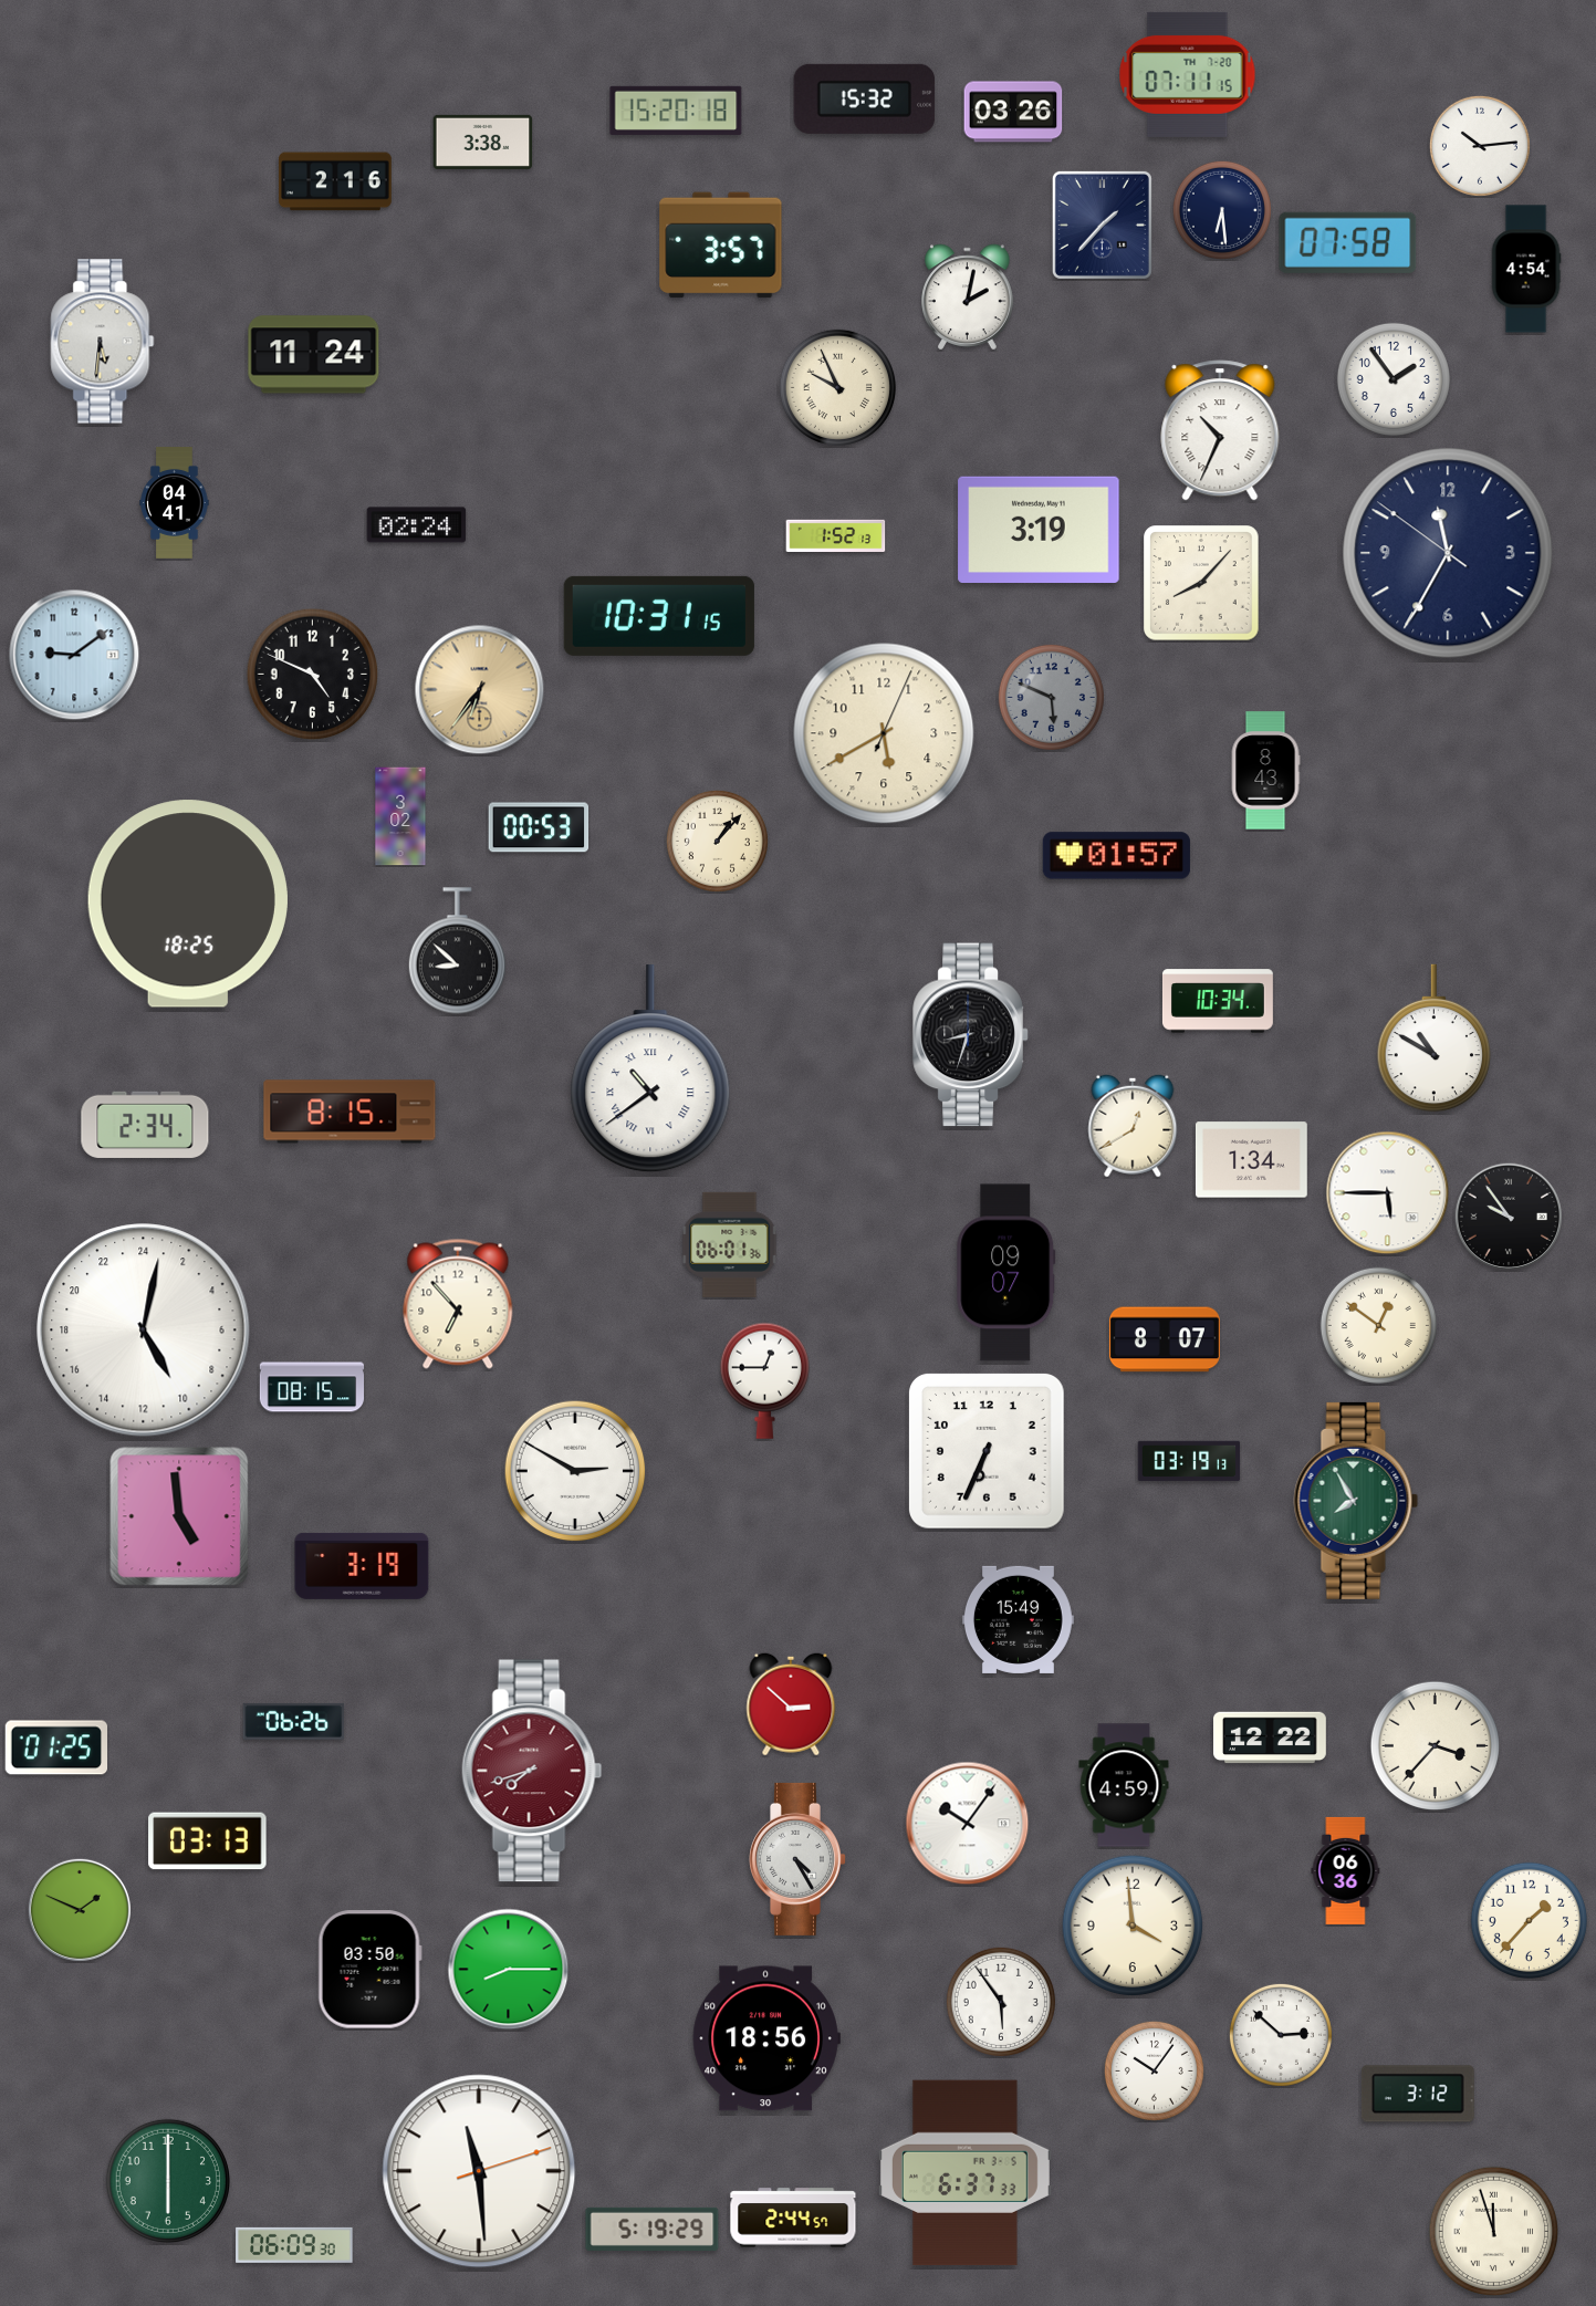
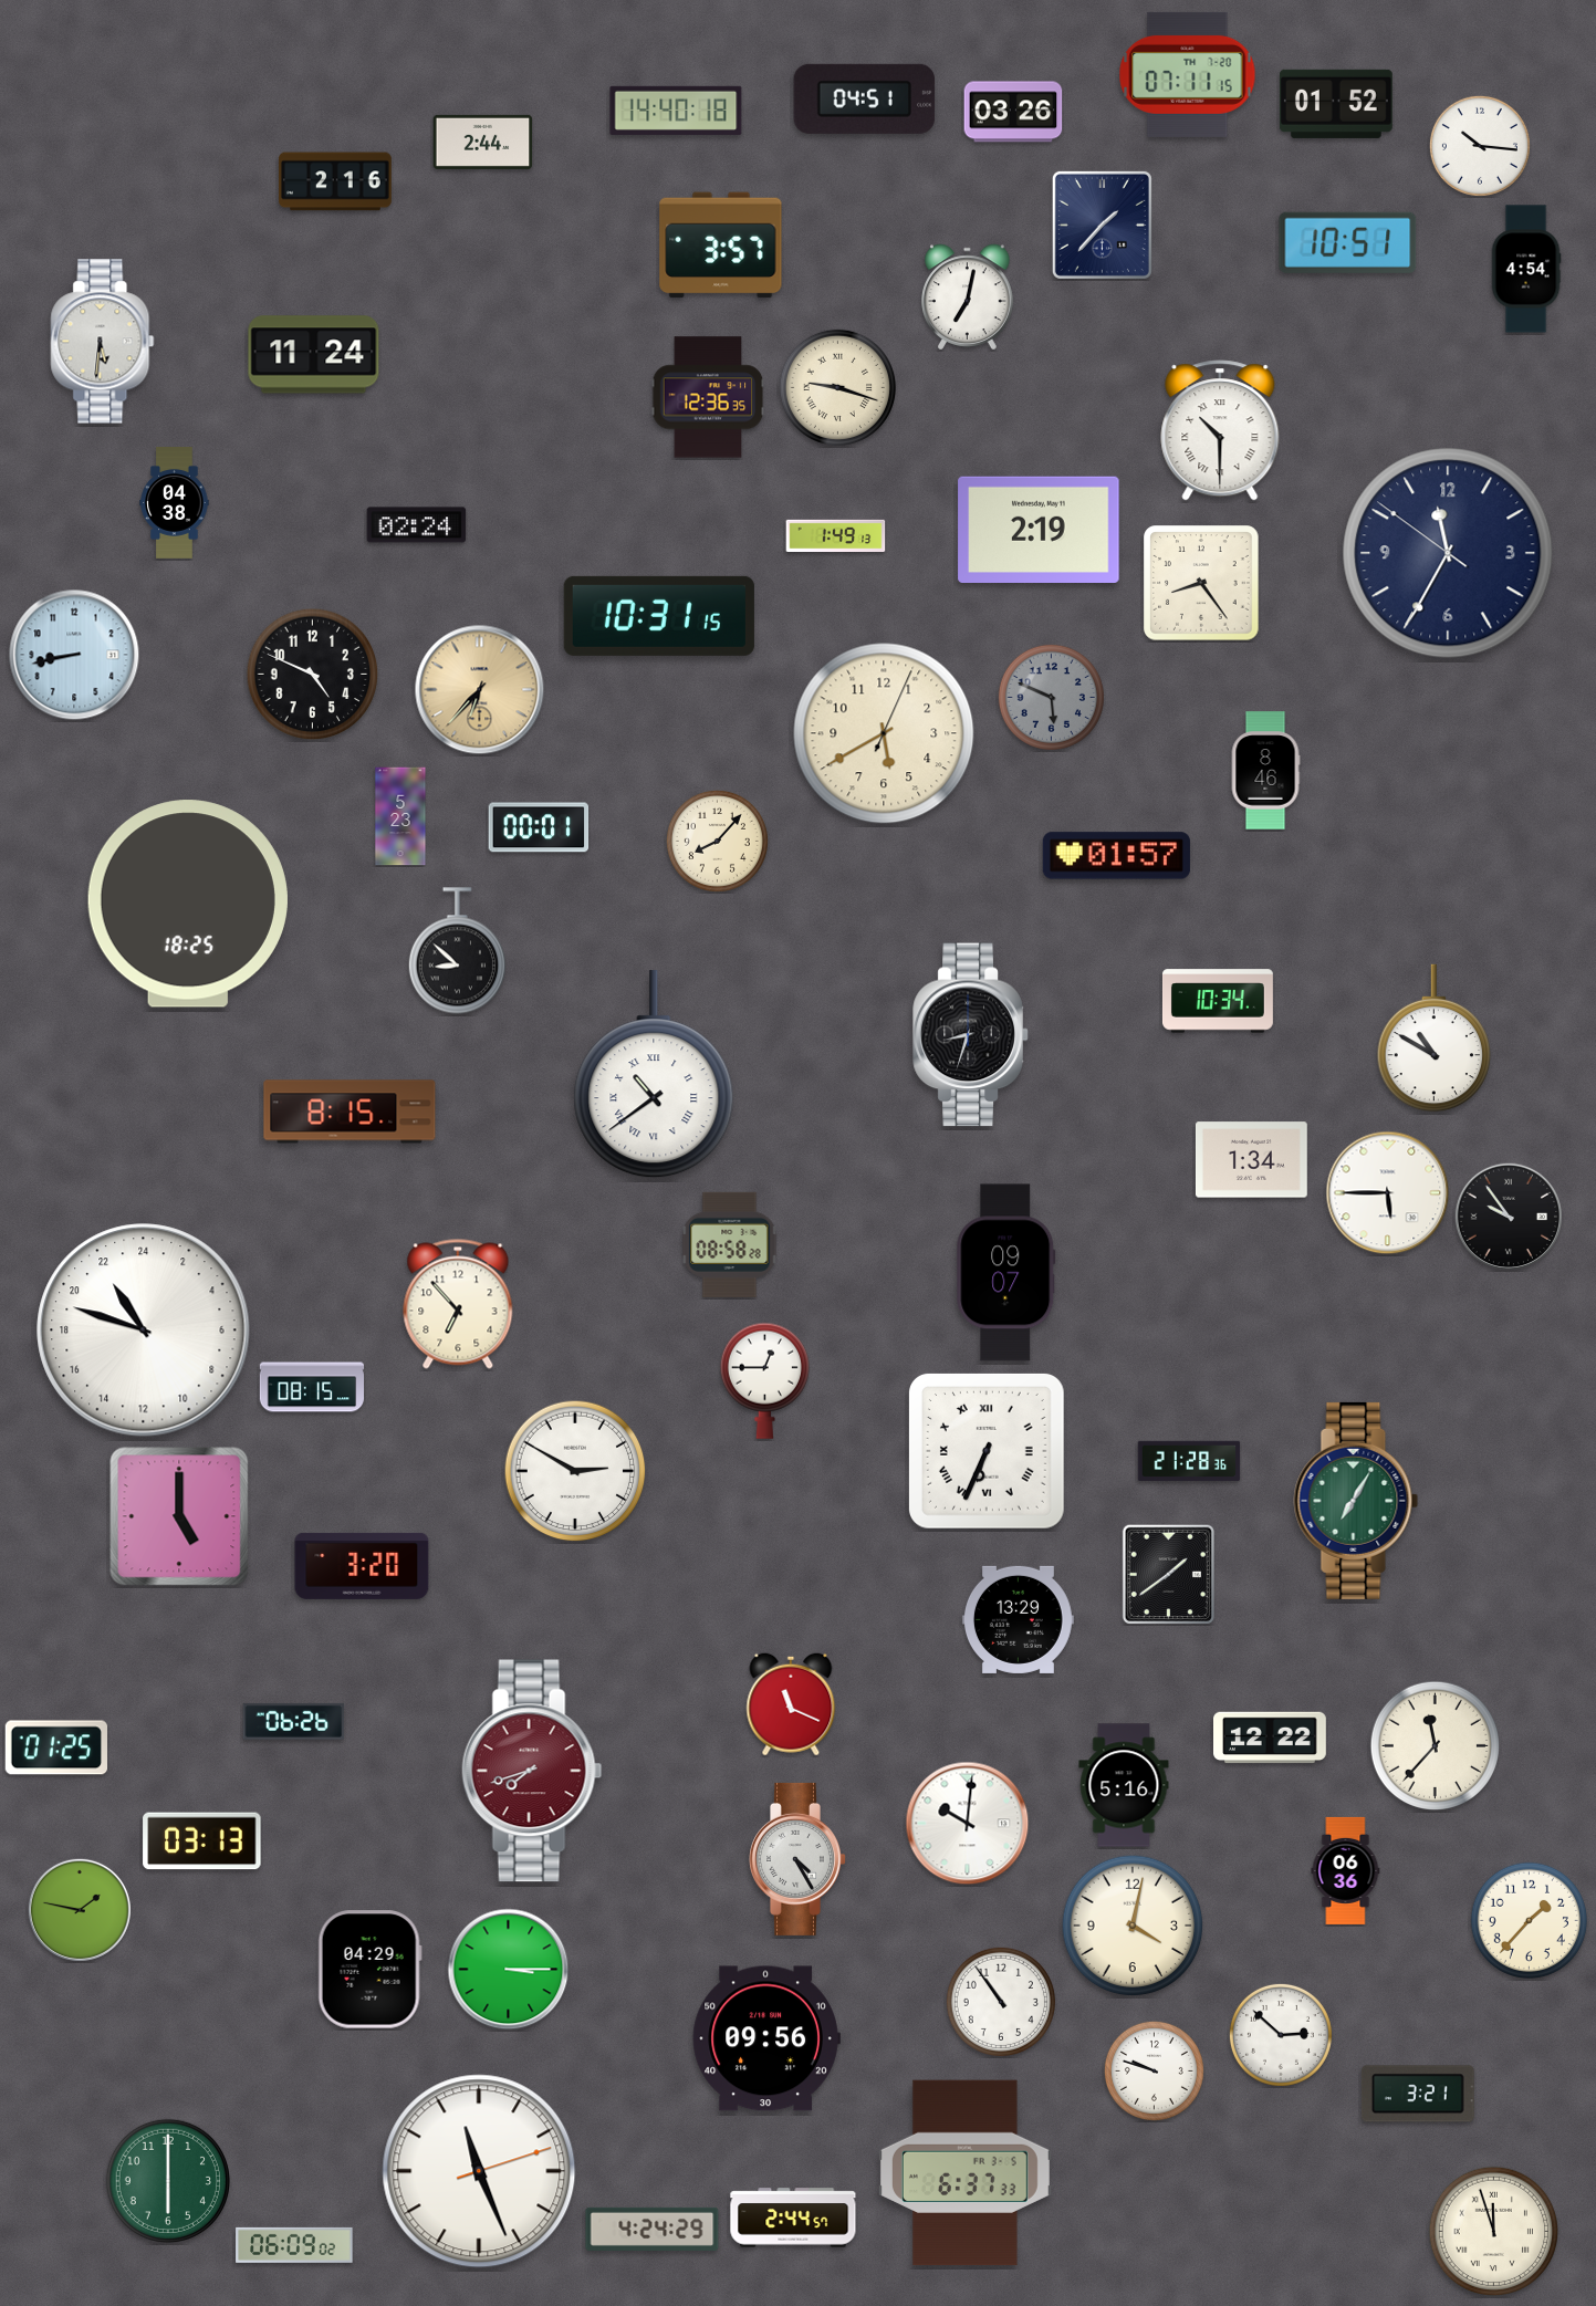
clock at (865, 98): 15:32 -> 04:51
clock at (1336, 104): none -> 01:52
clock at (676, 111): 15:20 -> 14:40
clock at (483, 142): 3:38 -> 2:44
clock at (1480, 146): 10:14 -> 10:16
clock at (1222, 210): 6:29 -> none
clock at (1348, 242): 07:58 -> 10:51
clock at (968, 298): 2:02 -> 7:02
clock at (1394, 379): 1:54 -> none
clock at (837, 387): 9:56 -> 9:18
clock at (708, 397): none -> 12:36
clock at (1220, 430): 10:34 -> 10:30
clock at (175, 503): 04:41 -> 04:38
clock at (1039, 529): 3:19 -> 2:19
clock at (836, 535): 1:52 -> 1:49
clock at (1201, 583): 8:07 -> 8:24
clock at (74, 655): 9:09 -> 8:43
clock at (480, 690): 6:36 -> 6:37
clock at (1265, 771): 8:43 -> 8:46
clock at (400, 816): 3:02 -> 5:23
clock at (539, 827): 00:53 -> 00:01
clock at (717, 841): 1:07 -> 8:07
clock at (650, 1069) position: (650, 1069) -> (654, 1075)
clock at (145, 1125): 2:34 -> none
clock at (1133, 1126): 12:40 -> none
clock at (730, 1244): 06:01 -> 08:58
clock at (1378, 1325): 12:51 -> none
clock at (144, 1331): 10:02 -> 21:48
clock at (1165, 1339): 8:07 -> none
clock at (987, 1451) numerals: Arabic -> Roman
clock at (1189, 1461): 03:19 -> 21:28
clock at (1356, 1501): 7:55 -> 7:05
clock at (179, 1516): 4:59 -> 5:00
clock at (362, 1566): 3:19 -> 3:20
clock at (1168, 1574): none -> 1:39
clock at (1018, 1619): 15:49 -> 13:29
clock at (791, 1704): 2:52 -> 11:19
clock at (1436, 1746): 3:37 -> 11:37
clock at (1124, 1785): 4:59 -> 5:16
clock at (968, 1824): 10:06 -> 10:01
clock at (208, 1841) position: (208, 1841) -> (202, 1841)
clock at (80, 1910): 1:49 -> 1:47
clock at (1133, 1926): 3:59 -> 4:02
clock at (369, 1970): 03:50 -> 04:29
clock at (509, 1970): 8:15 -> 3:15
clock at (1001, 2002): 5:54 -> 10:54
clock at (766, 2038): 18:56 -> 09:56
clock at (1154, 2070): 10:06 -> 9:48
clock at (1418, 2094): 3:12 -> 3:21
clock at (479, 2171): 11:29 -> 11:26
clock at (653, 2229): 5:19 -> 4:24
clock at (294, 2245): 06:09:30 -> 06:09:02
